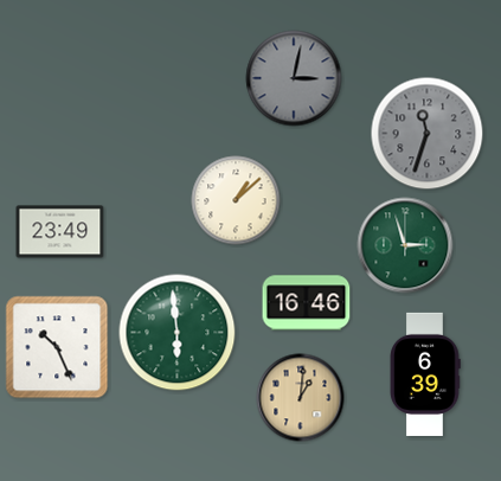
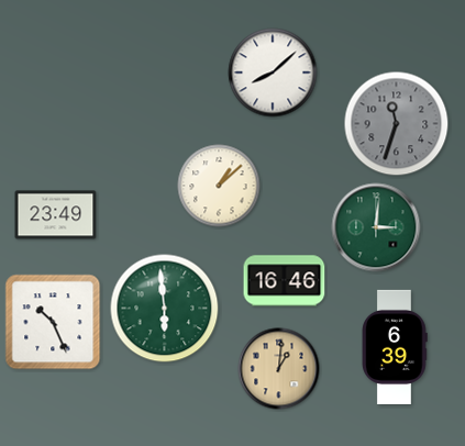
clock at (294, 78): 3:02 -> 8:08
clock at (294, 78) dial: grey -> white
clock at (405, 245): 2:57 -> 3:01
